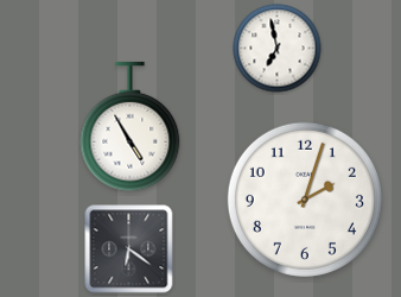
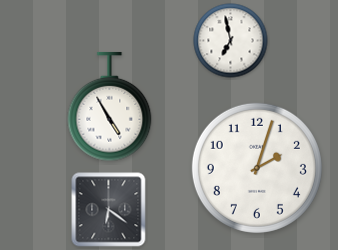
clock at (278, 49) position: (278, 49) -> (231, 41)
